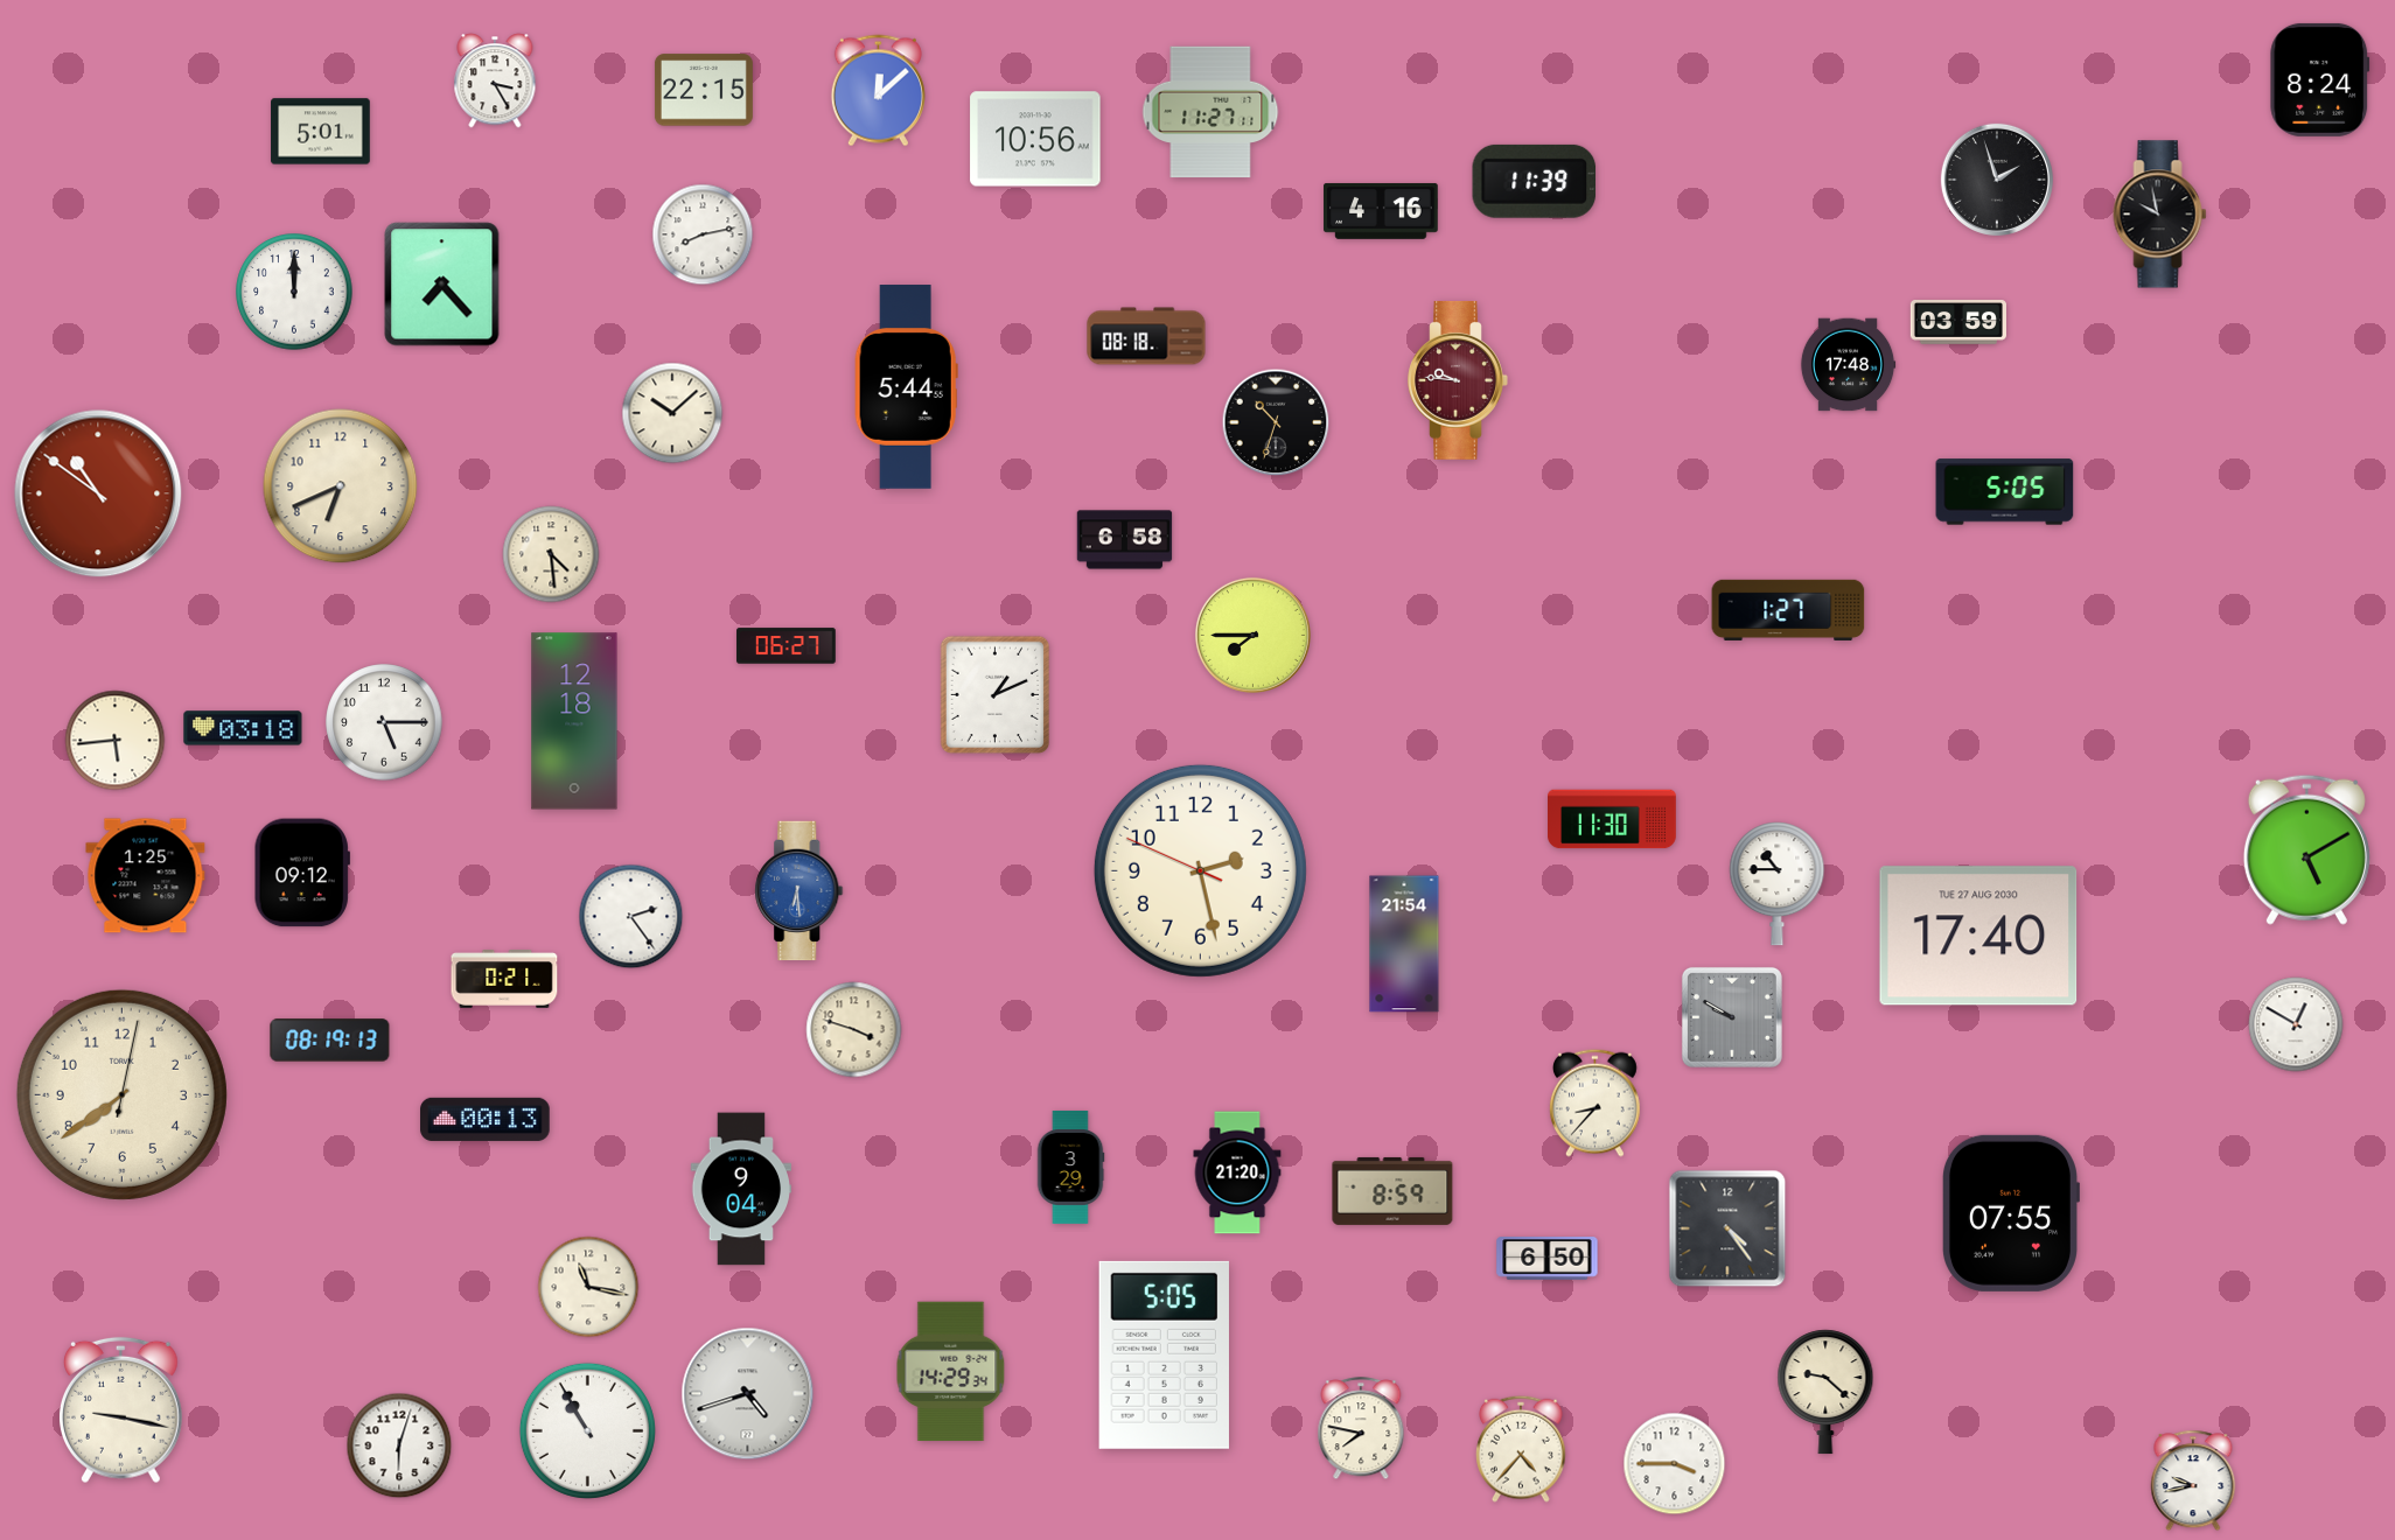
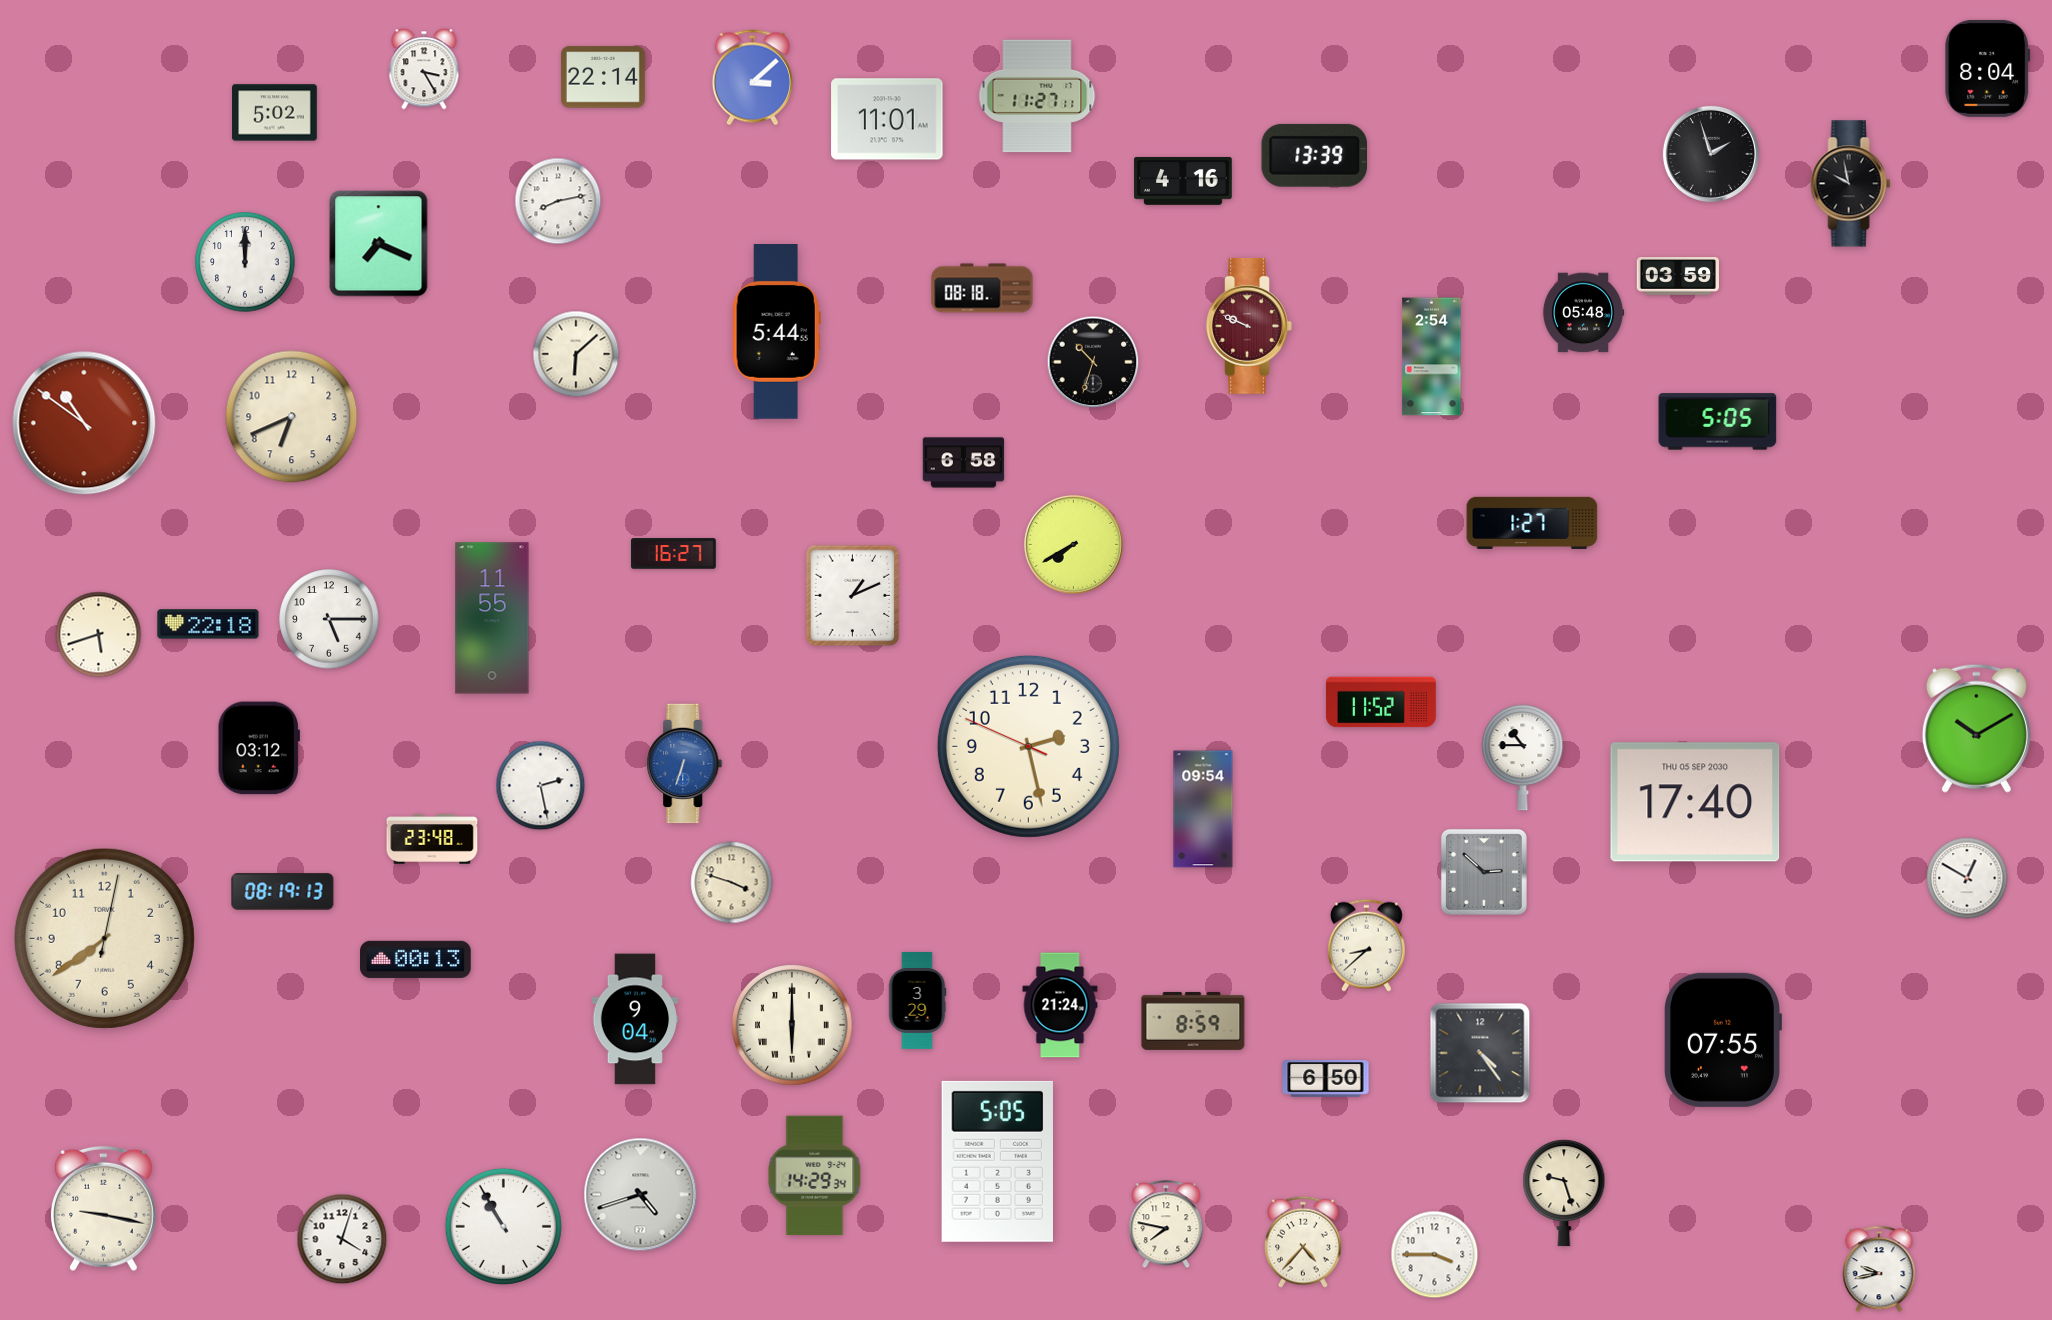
clock at (2320, 79): 8:24 -> 8:04
clock at (704, 90): 22:15 -> 22:14
clock at (878, 91): 12:08 -> 3:08
clock at (321, 132): 5:01 -> 5:02
clock at (1035, 139): 10:56 -> 11:01
clock at (1535, 181): 11:39 -> 13:39
clock at (703, 235) position: (703, 235) -> (558, 201)
clock at (442, 285): 7:23 -> 7:19
clock at (294, 292) position: (294, 292) -> (245, 262)
clock at (1848, 365): 17:48 -> 05:48
clock at (1458, 380): 9:46 -> 9:49
clock at (672, 413): 10:08 -> 6:08
clock at (1432, 357): none -> 2:54
clock at (551, 554): 4:29 -> none
clock at (1252, 635): 7:45 -> 7:40
clock at (787, 646): 06:27 -> 16:27
clock at (574, 721): 12:18 -> 11:55
clock at (243, 728): 03:18 -> 22:18
clock at (116, 741): 5:44 -> 5:42
clock at (1613, 819): 11:30 -> 11:52
clock at (2306, 849): 5:10 -> 10:10
clock at (302, 873): 09:12 -> 03:12
clock at (146, 876): 1:25 -> none
clock at (800, 891): 6:29 -> 6:33
clock at (631, 917): 2:24 -> 2:28
clock at (1978, 936) date: TUE 27 AUG 2030 -> THU 05 SEP 2030
clock at (1404, 944): 21:54 -> 09:54
clock at (504, 979): 0:21 -> 23:48
clock at (1732, 1017): 9:50 -> 2:52
clock at (1594, 1102): 8:37 -> 8:38
clock at (1237, 1172): 21:20 -> 21:24
clock at (792, 1025): none -> 6:00
clock at (588, 1287): 11:17 -> none
clock at (1825, 1392): 9:22 -> 9:27
clock at (399, 1445): 6:03 -> 4:03
